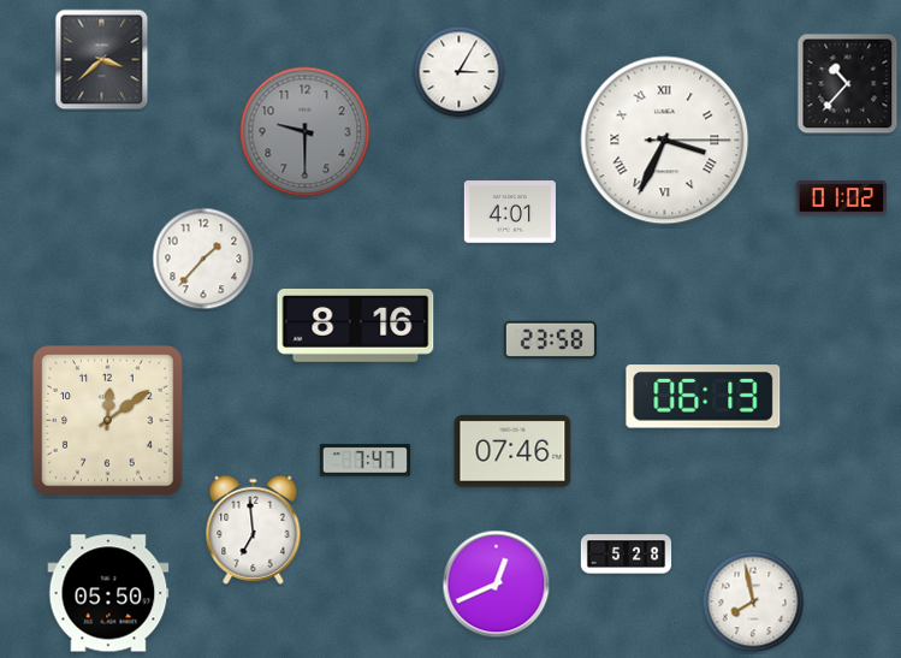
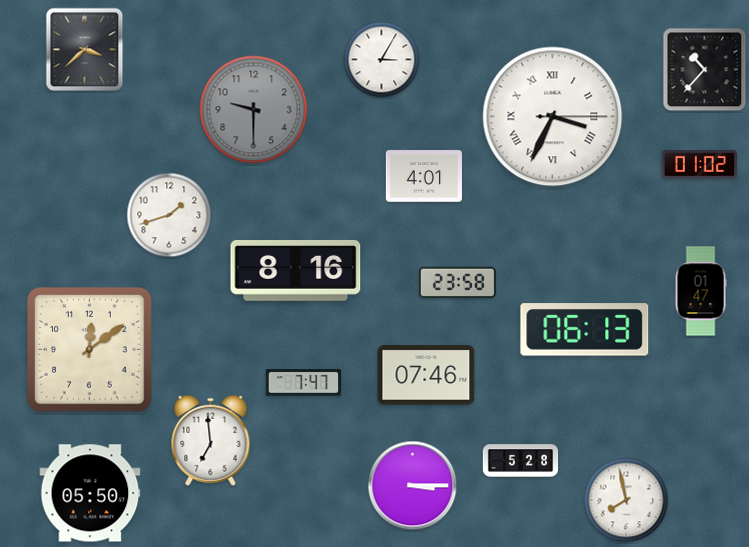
clock at (203, 259): 1:37 -> 1:42
clock at (701, 291): none -> 01:47
clock at (497, 585): 12:41 -> 3:15
